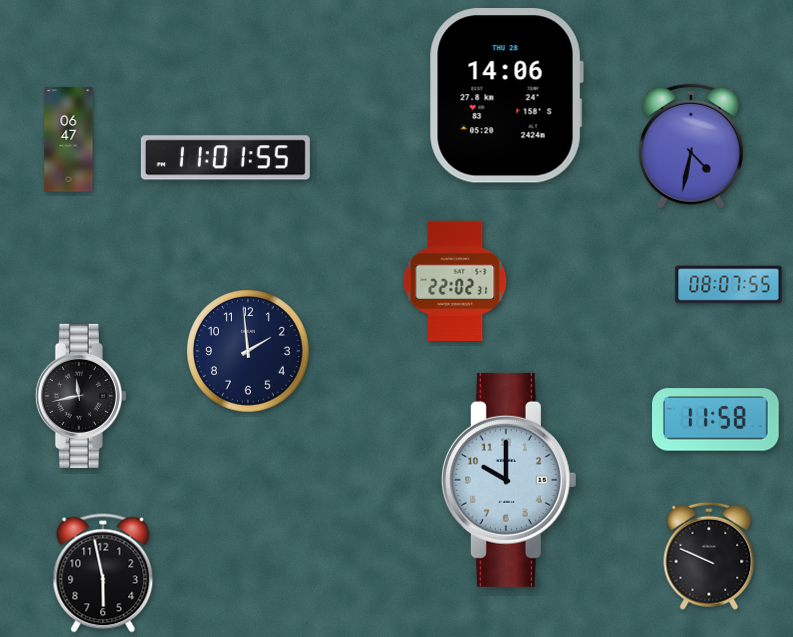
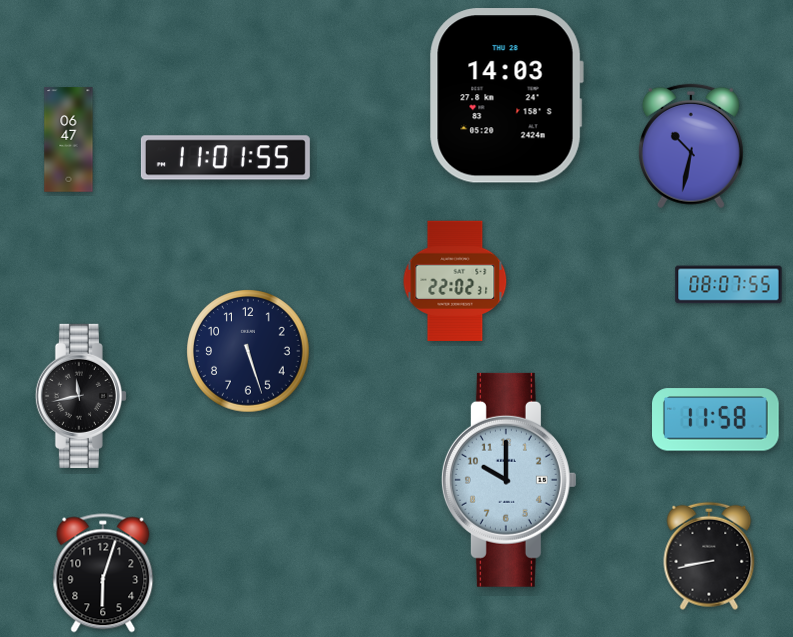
clock at (506, 96): 14:06 -> 14:03
clock at (691, 146): 4:32 -> 10:32
clock at (248, 351): 1:59 -> 5:27
clock at (709, 556): 9:49 -> 8:43
clock at (103, 573): 5:58 -> 6:03
